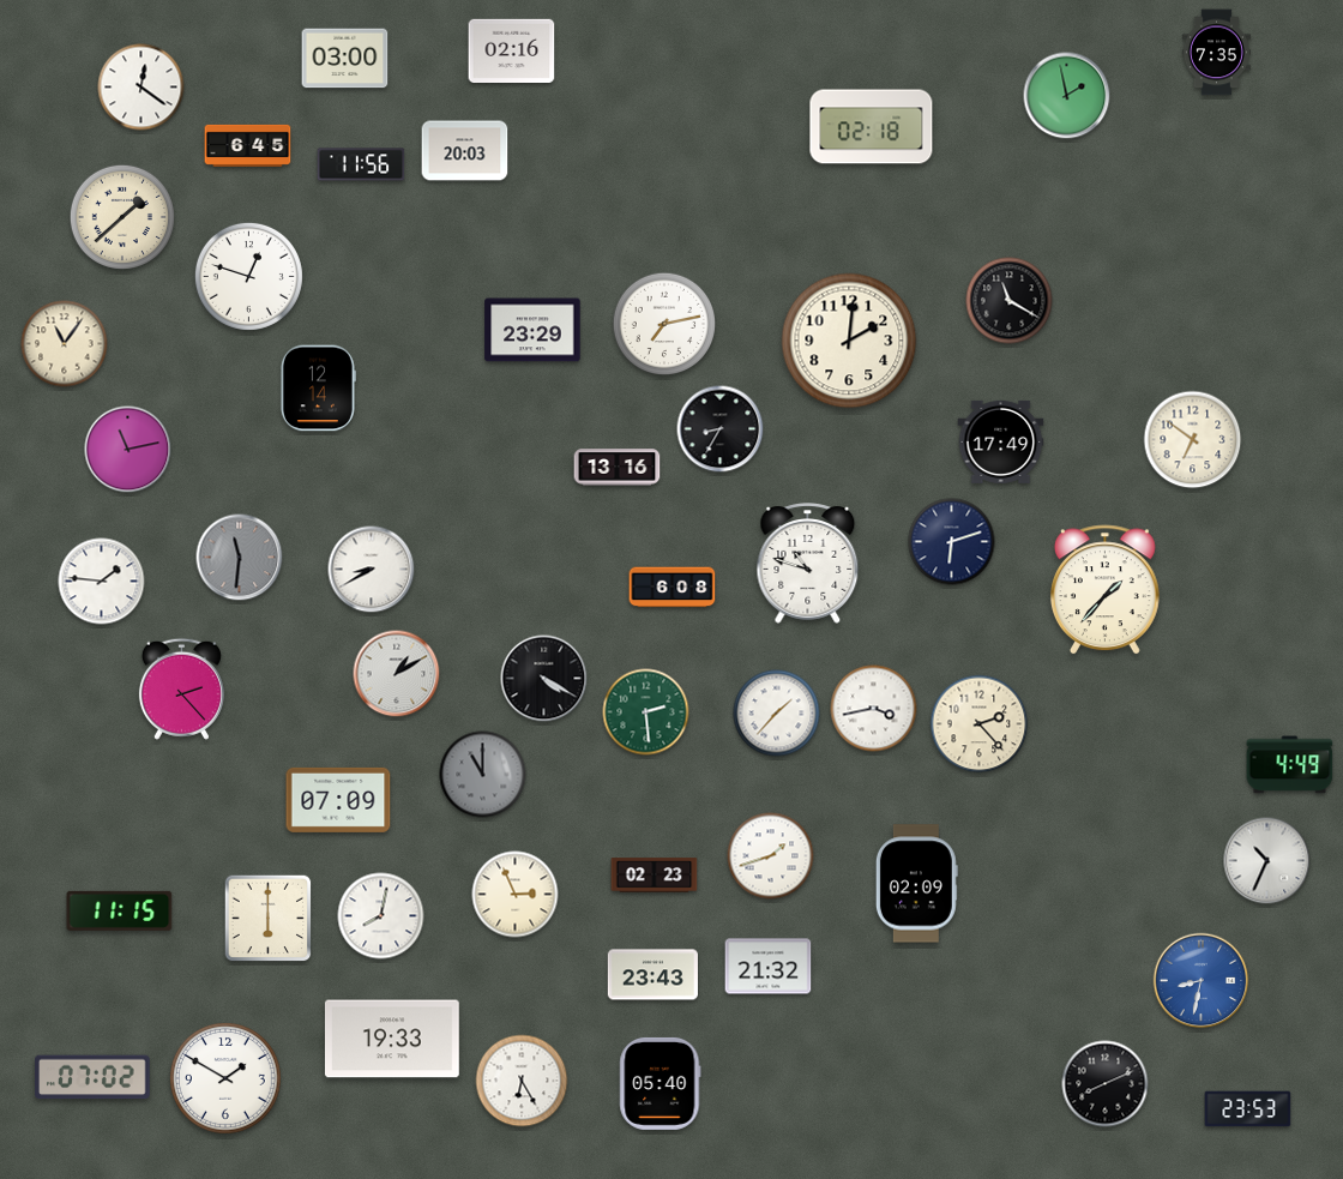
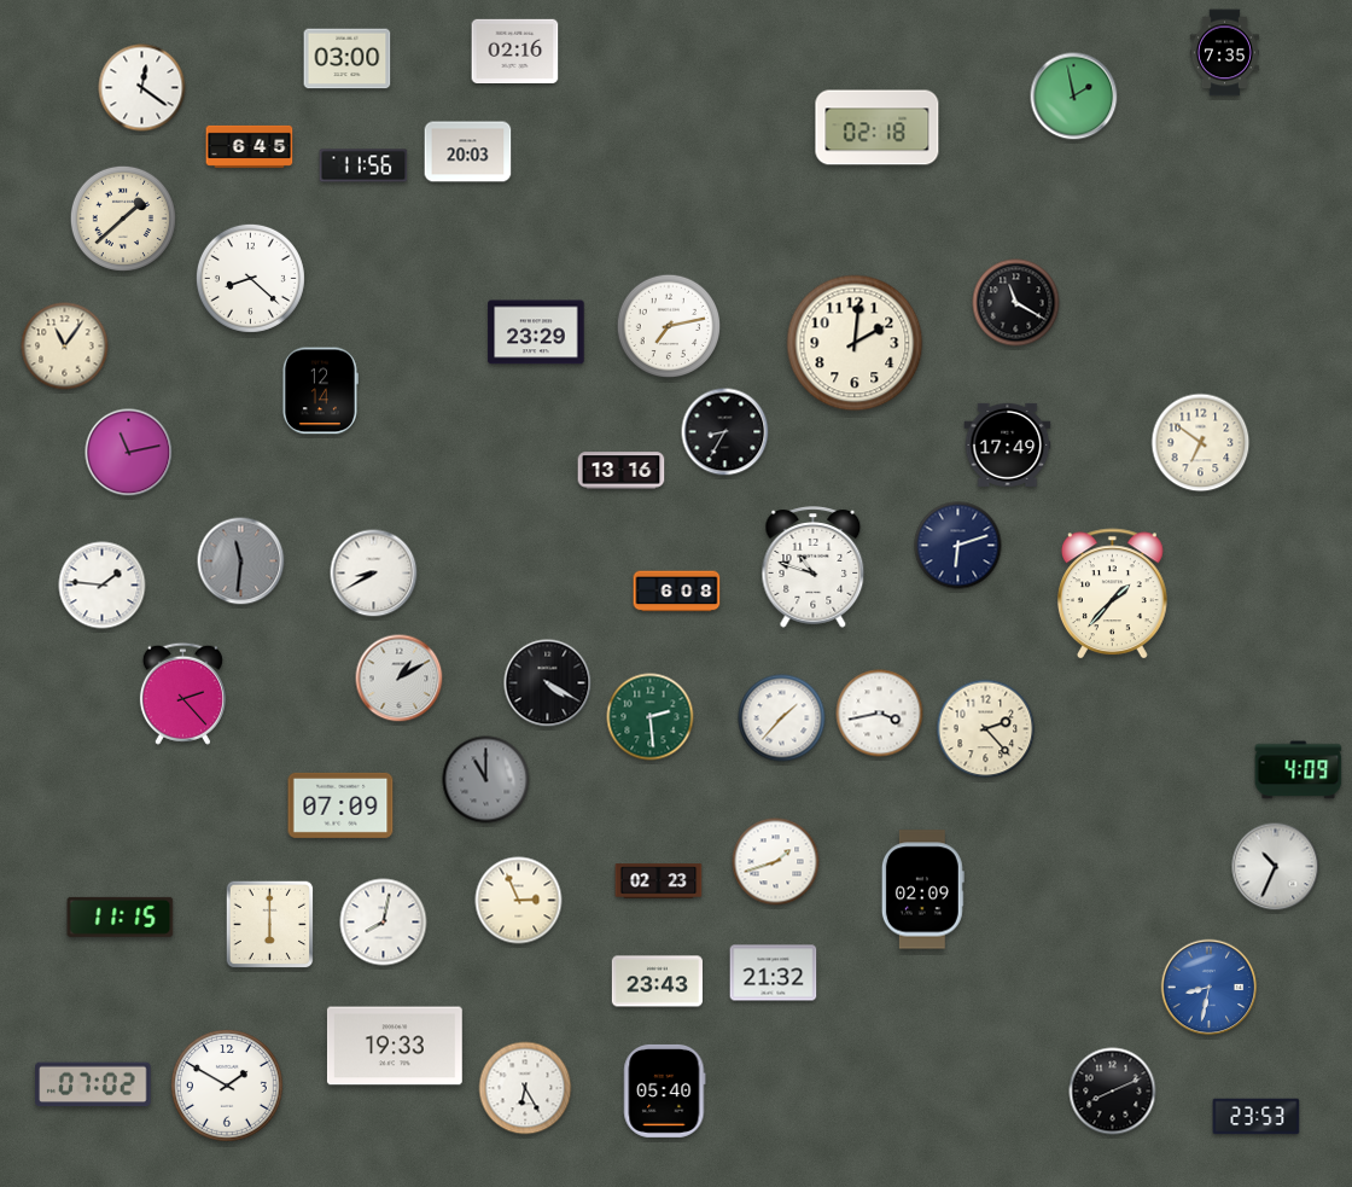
clock at (248, 276): 12:48 -> 8:22
clock at (1290, 765): 4:49 -> 4:09
